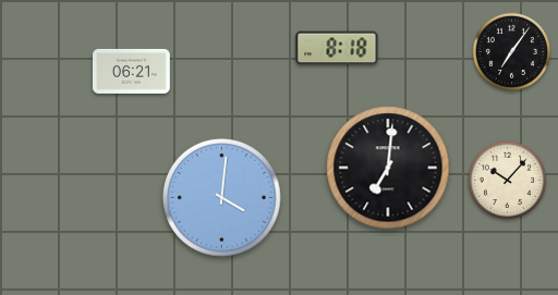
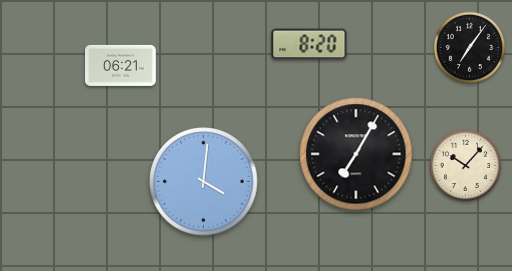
clock at (337, 48): 8:18 -> 8:20
clock at (388, 168): 7:01 -> 7:05
